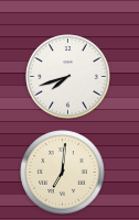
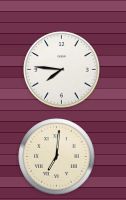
clock at (68, 77): 7:42 -> 7:46
